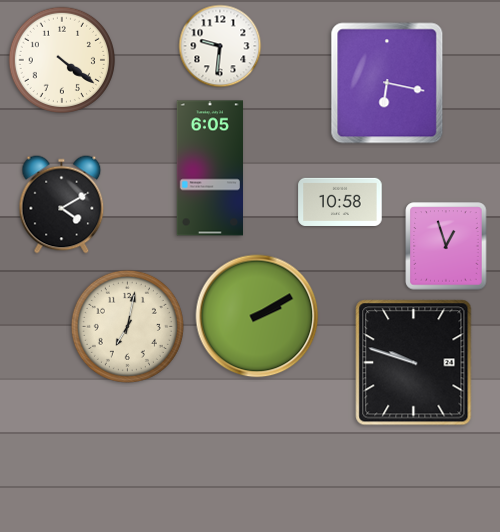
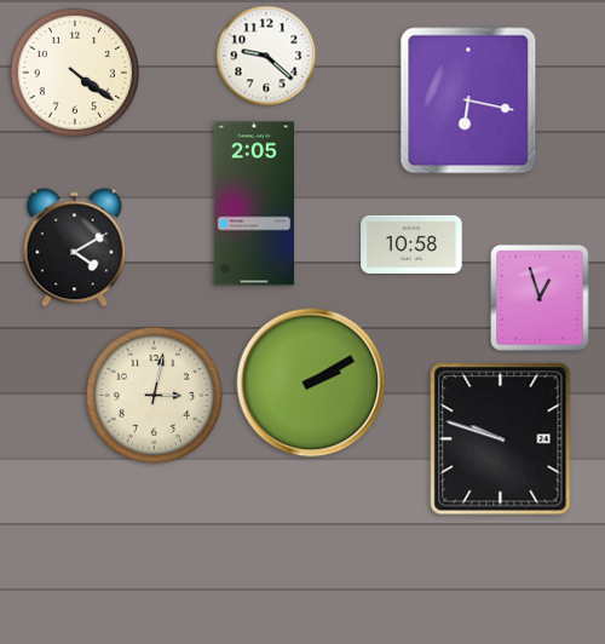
clock at (220, 46): 9:31 -> 9:22
clock at (209, 168): 6:05 -> 2:05
clock at (127, 326): 7:02 -> 3:02
